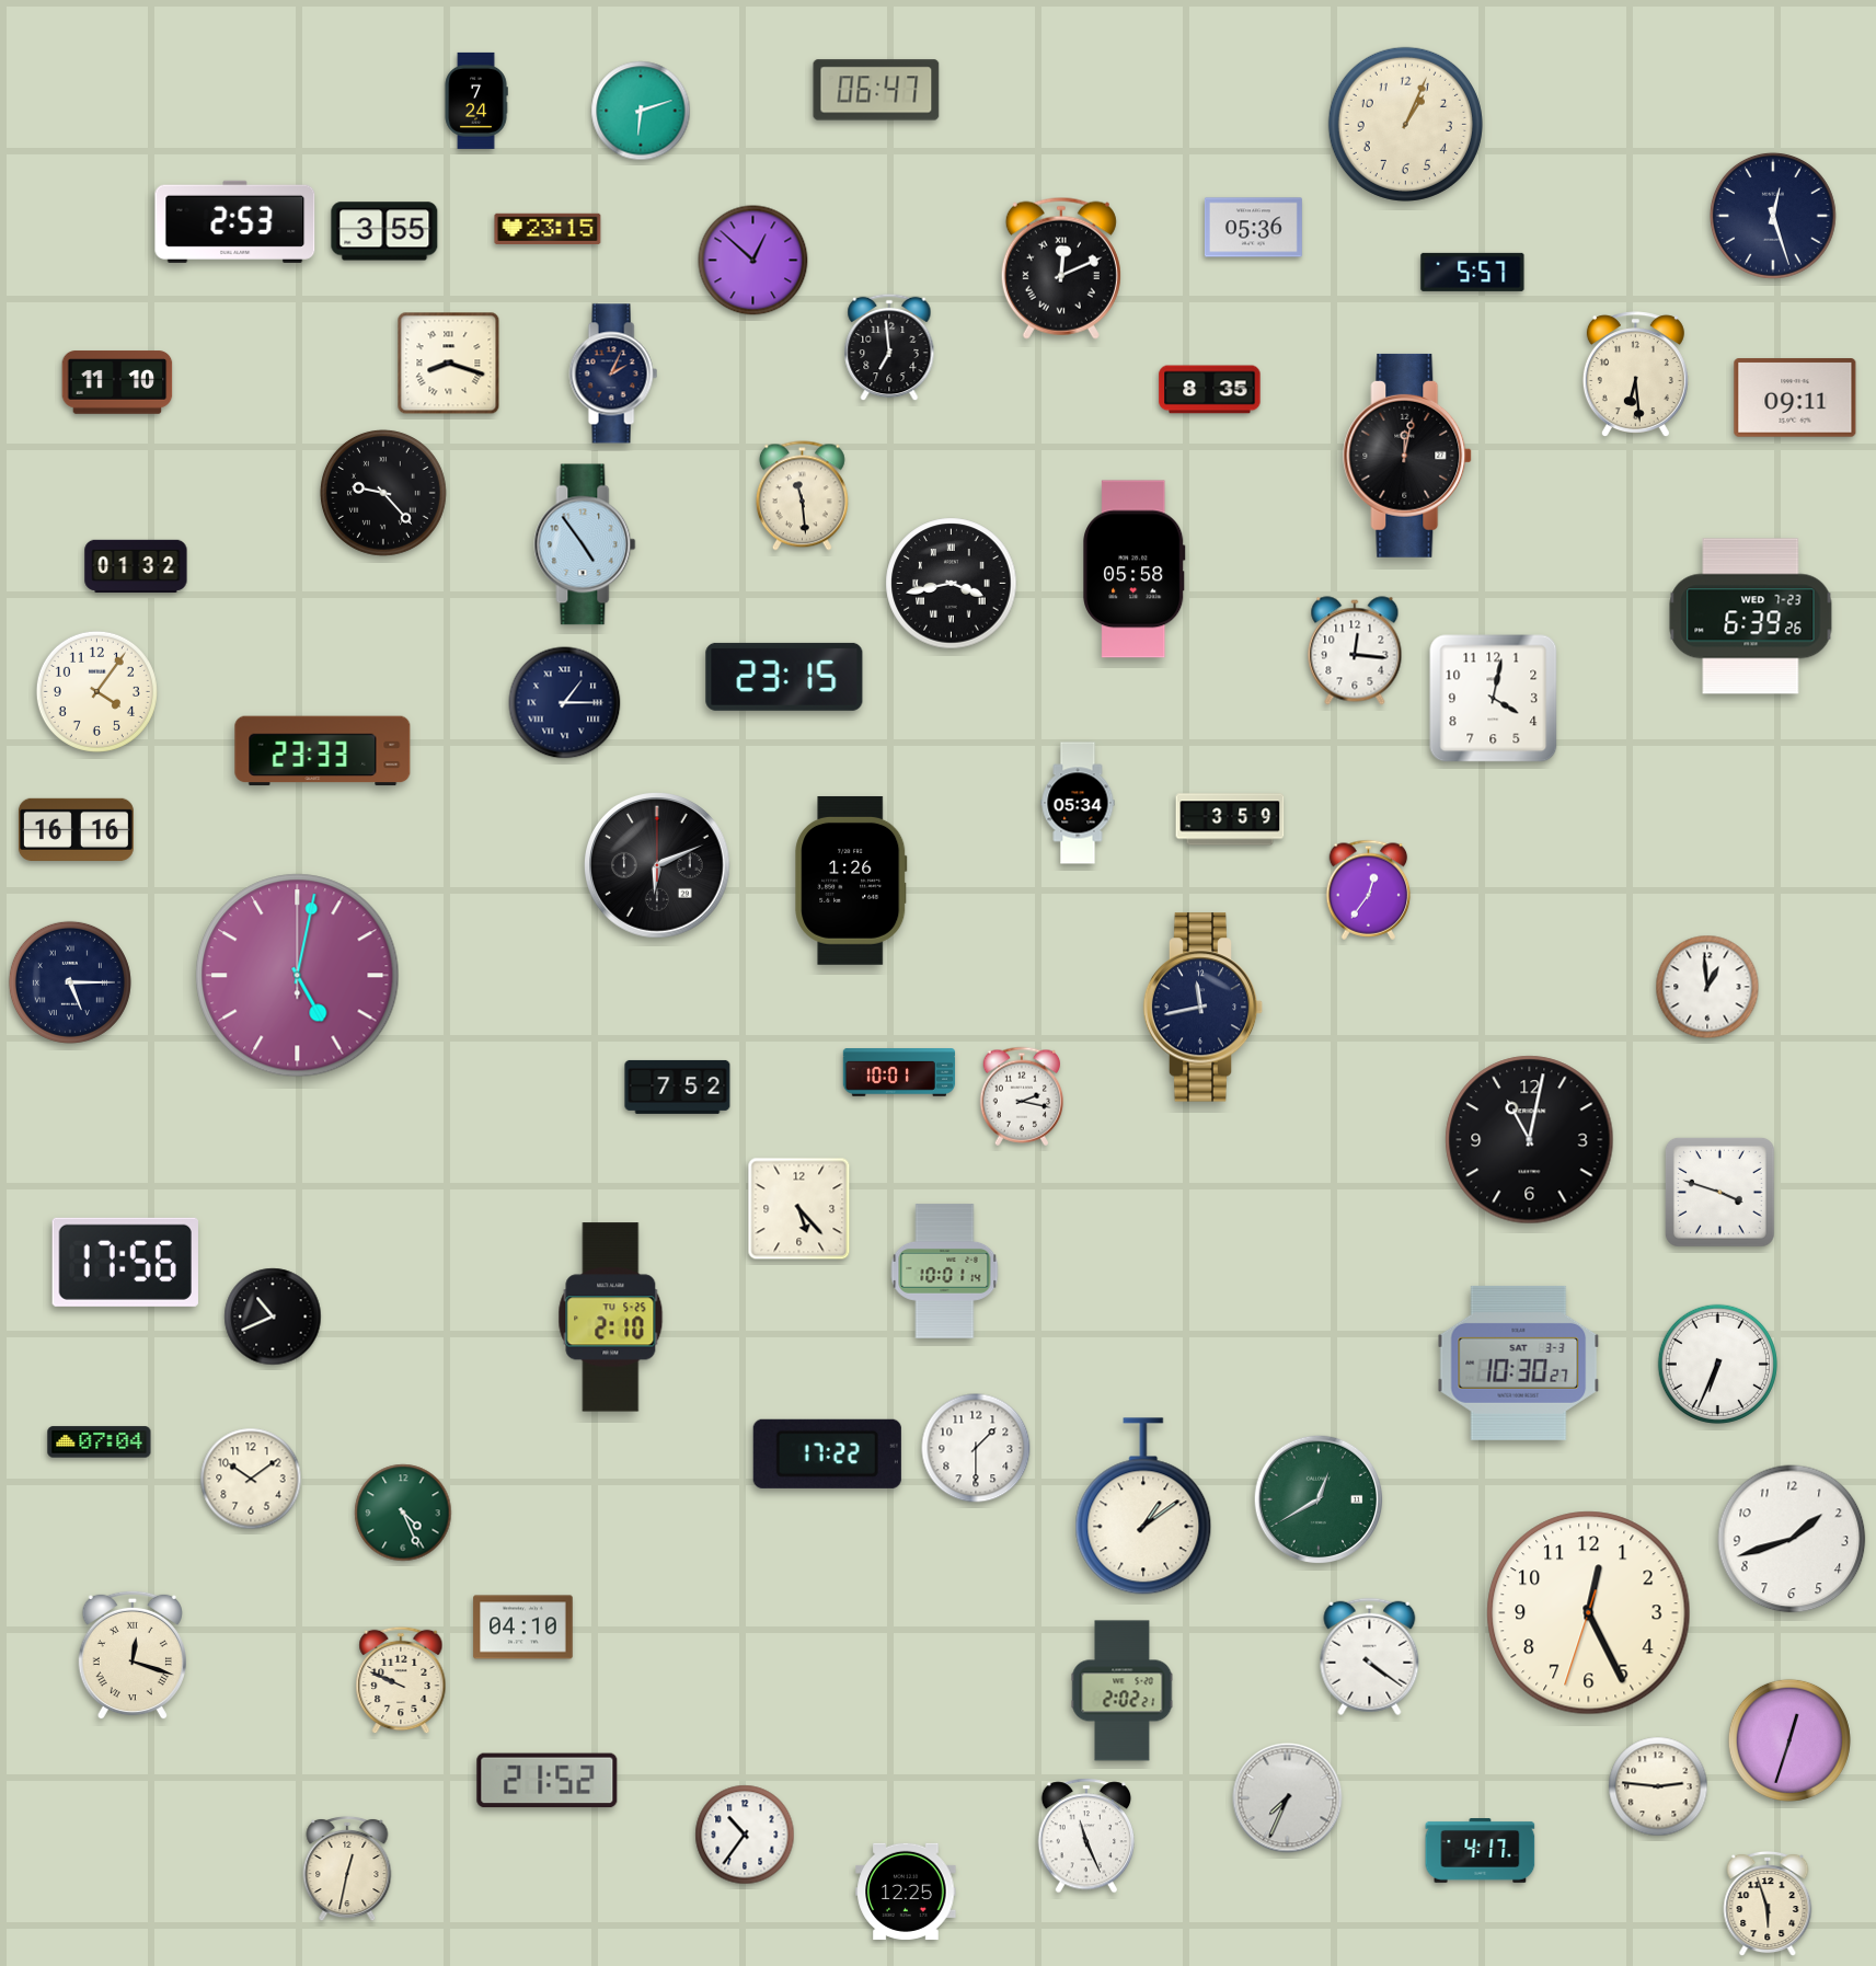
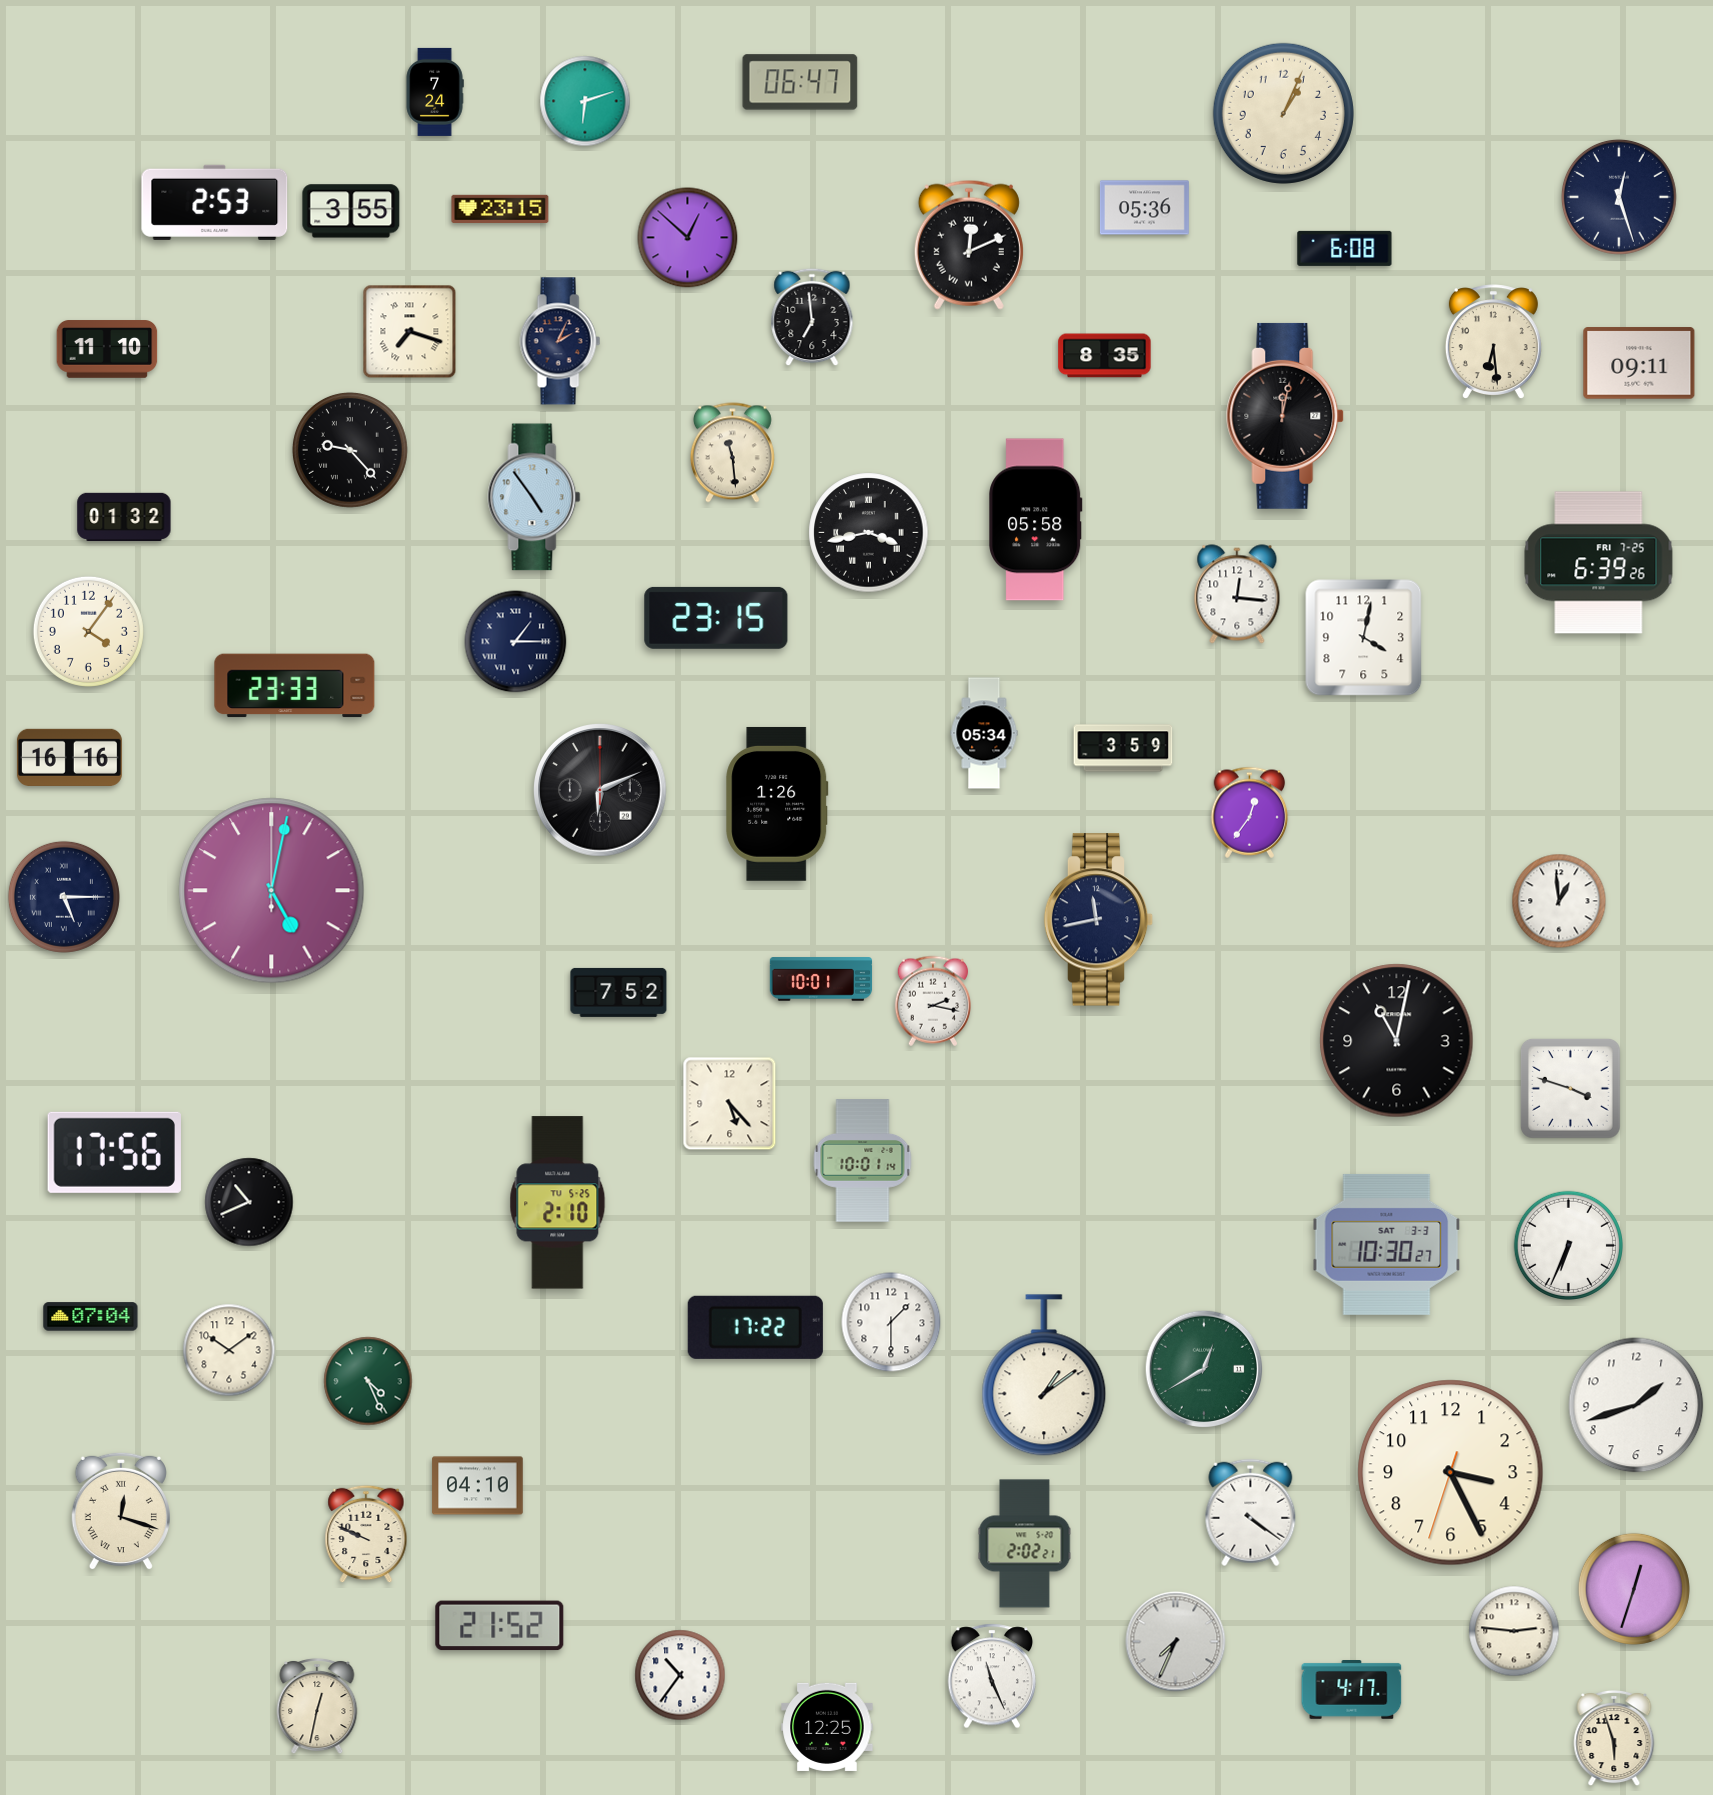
clock at (1473, 272): 5:57 -> 6:08
clock at (449, 364): 8:18 -> 7:18
clock at (1751, 617) date: WED 7-23 -> FRI 7-25
clock at (1589, 1613): 12:25 -> 3:25
